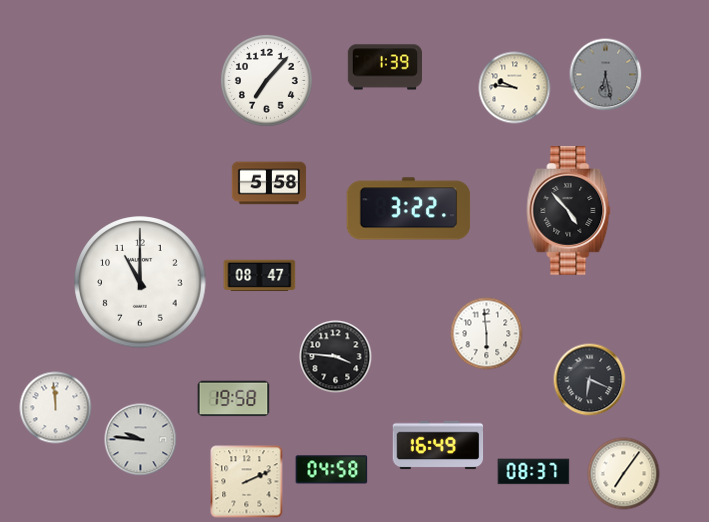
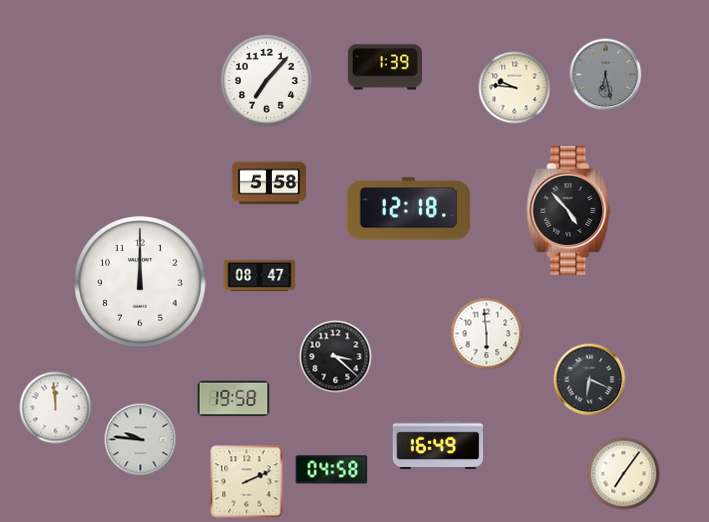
clock at (409, 209): 3:22 -> 12:18
clock at (140, 282): 11:00 -> 12:00
clock at (336, 357): 3:46 -> 3:22
clock at (534, 472): 08:37 -> none
